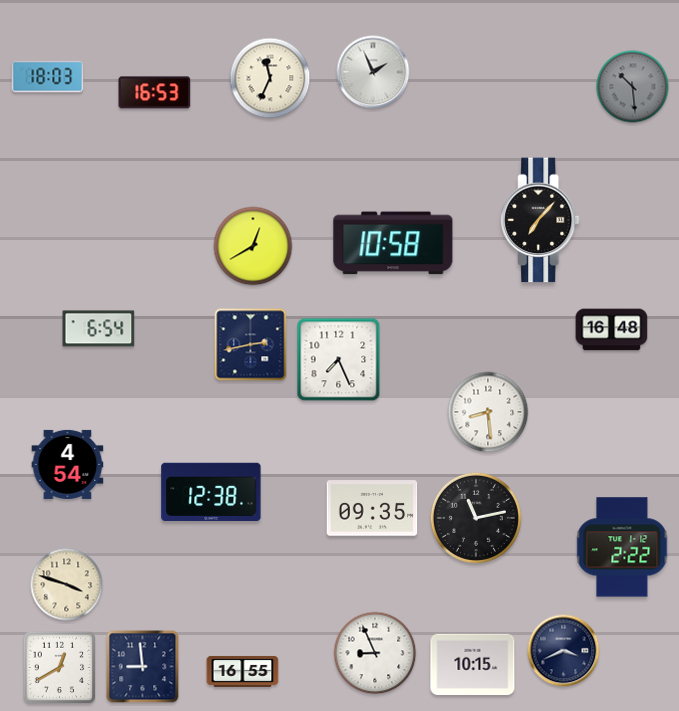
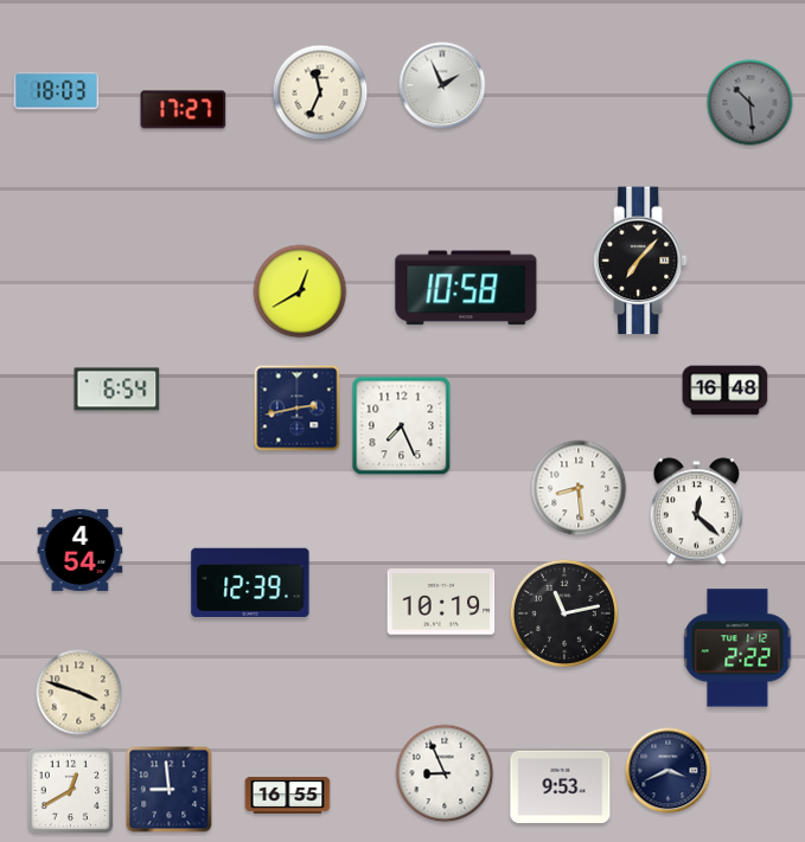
clock at (155, 93): 16:53 -> 17:27
clock at (696, 512): none -> 12:22
clock at (211, 491): 12:38 -> 12:39
clock at (372, 508): 09:35 -> 10:19
clock at (473, 664): 10:15 -> 9:53
